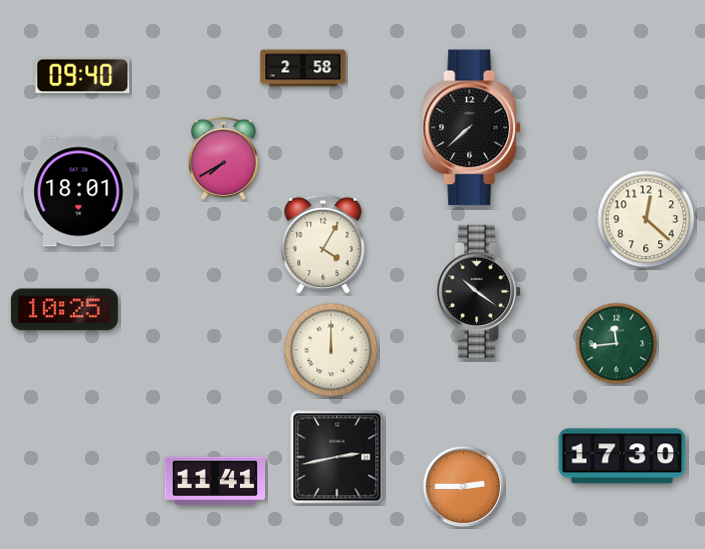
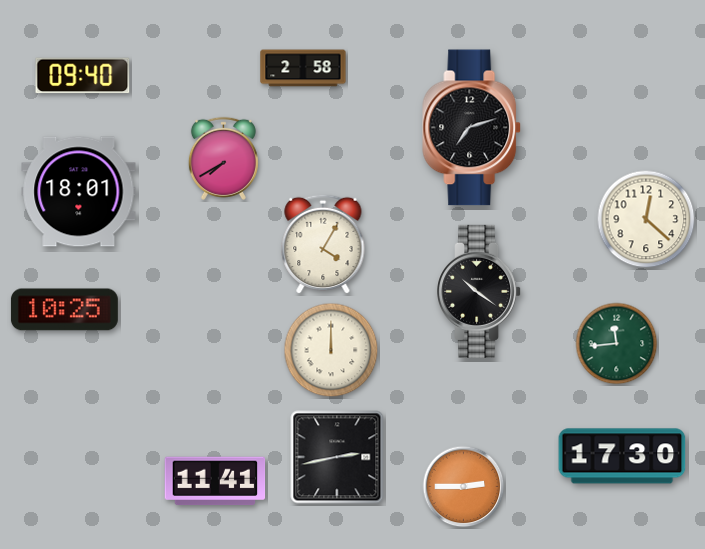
clock at (472, 128): 7:38 -> 7:12
